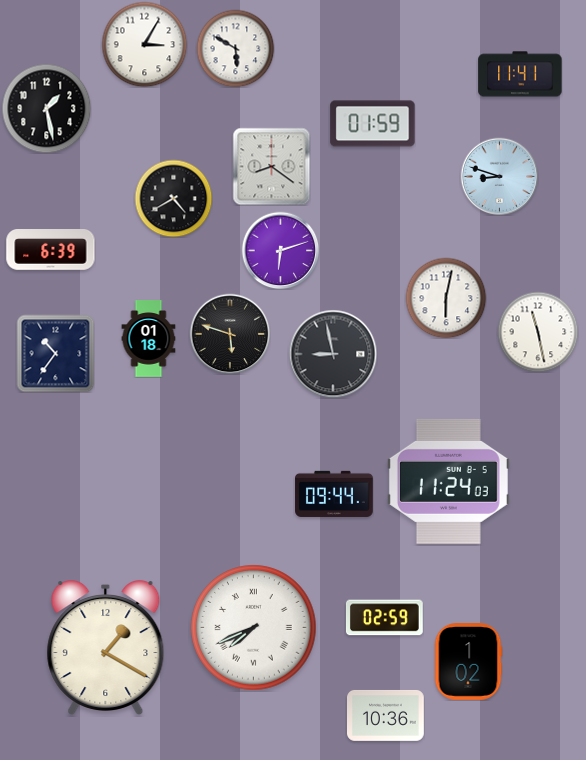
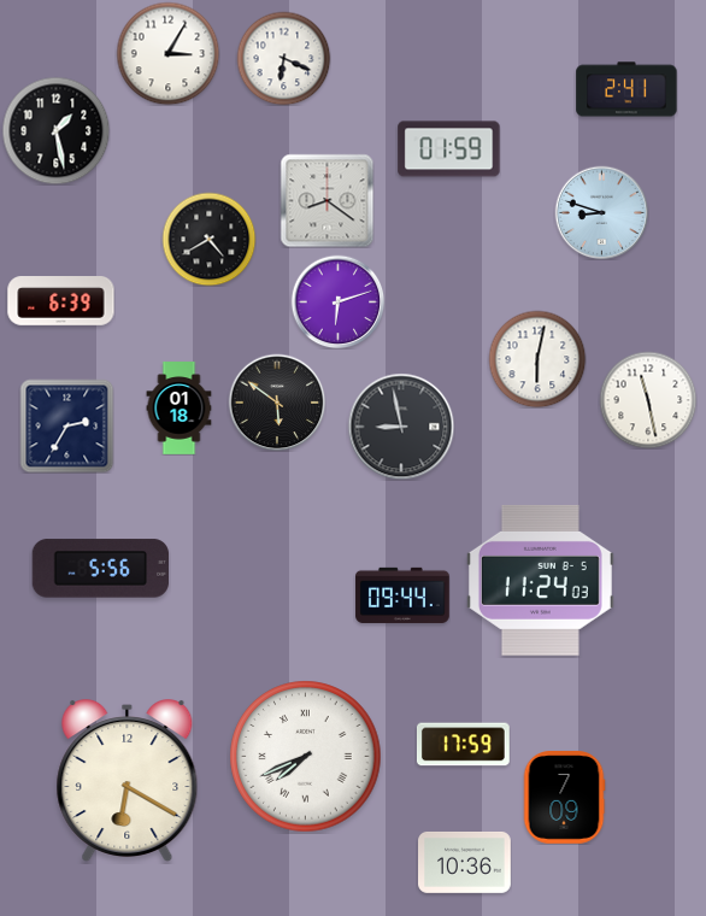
clock at (144, 44) position: (144, 44) -> (167, 53)
clock at (235, 48): 5:50 -> 6:19
clock at (520, 74): 11:41 -> 2:41
clock at (230, 334): 5:48 -> 5:51
clock at (55, 353): 10:36 -> 2:35
clock at (101, 569): none -> 5:56
clock at (384, 618): 02:59 -> 17:59
clock at (106, 648): 1:20 -> 6:20
clock at (468, 662): 1:02 -> 7:09
